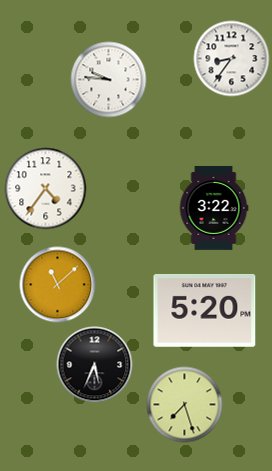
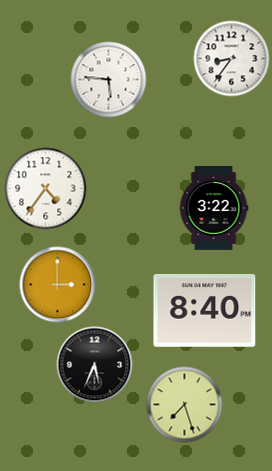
clock at (109, 80): 9:46 -> 5:46
clock at (58, 285): 11:08 -> 3:00
clock at (205, 310): 5:20 -> 8:40
